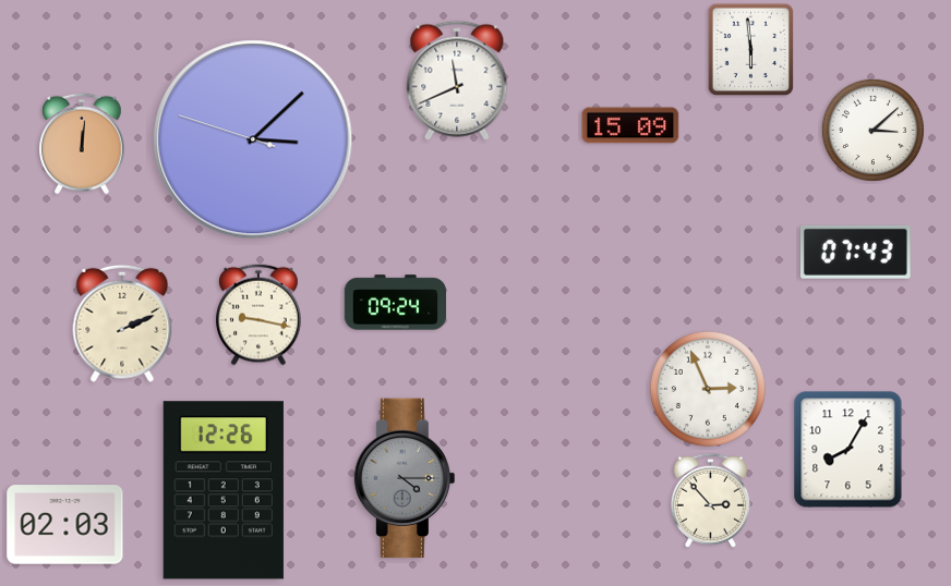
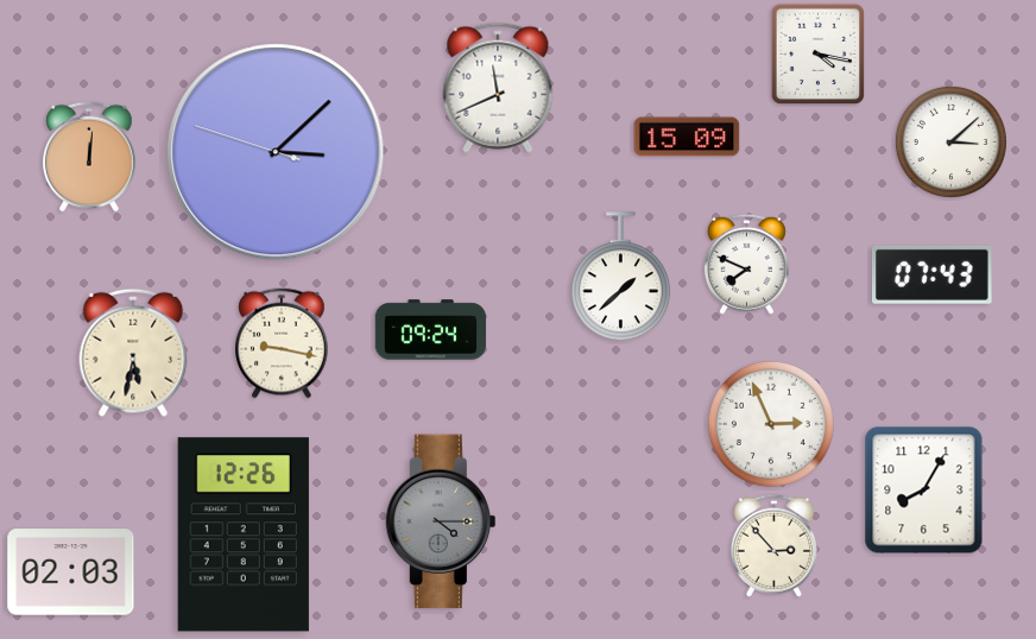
clock at (750, 50): 5:59 -> 4:17
clock at (746, 264): none -> 7:49
clock at (620, 277): none -> 1:38
clock at (122, 323): 2:11 -> 5:32
